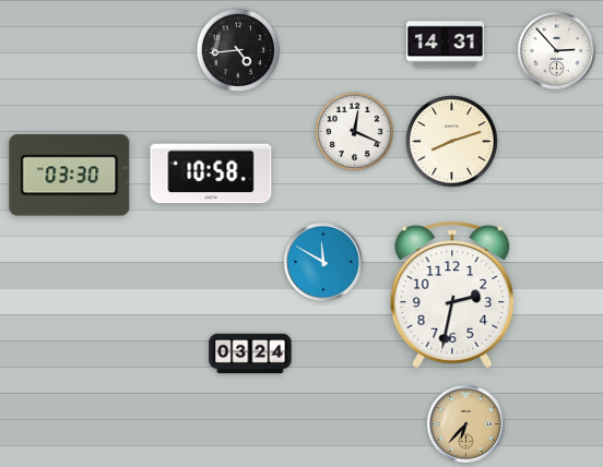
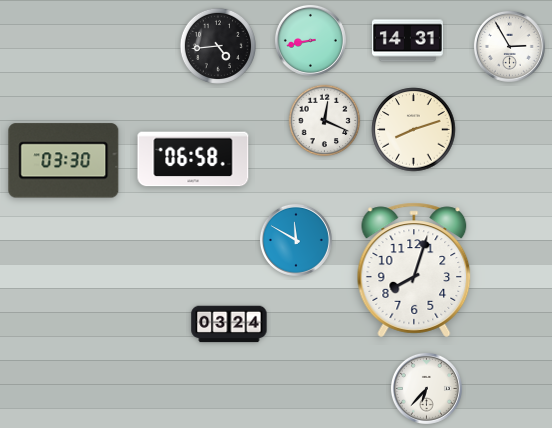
clock at (310, 40): none -> 8:43
clock at (556, 50): 2:53 -> 2:55
clock at (211, 173): 10:58 -> 06:58
clock at (452, 295): 2:32 -> 8:03
clock at (465, 423) dial: champagne -> white
